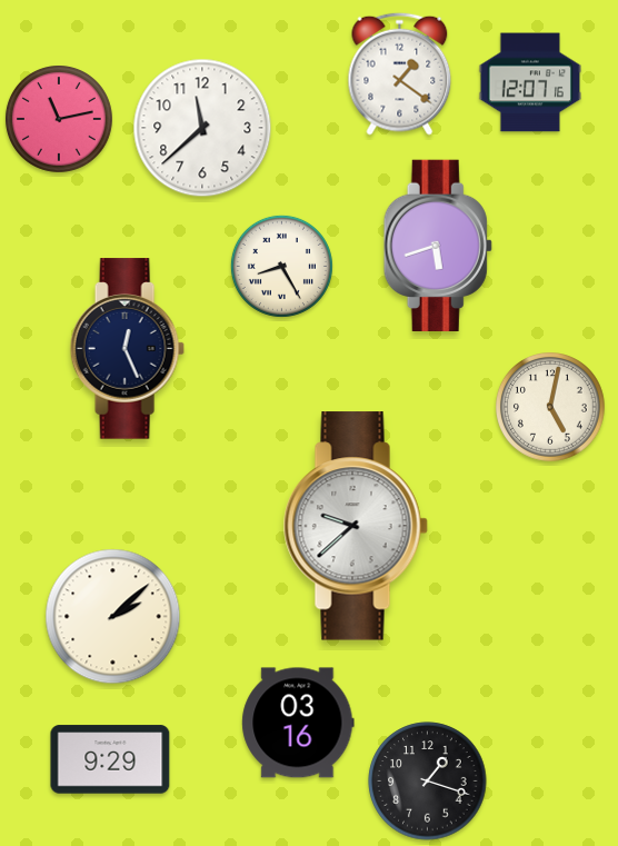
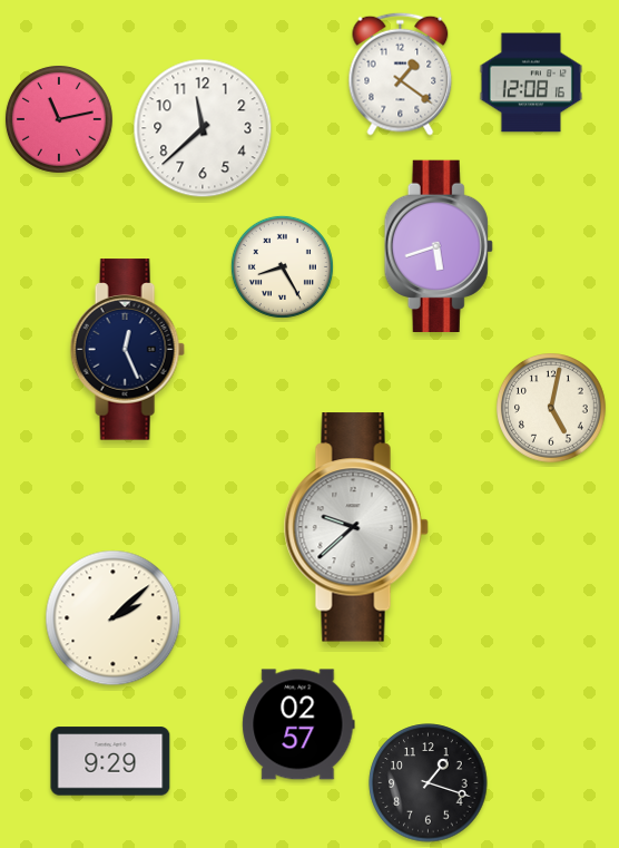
clock at (529, 82): 12:07 -> 12:08
clock at (298, 723): 03:16 -> 02:57
